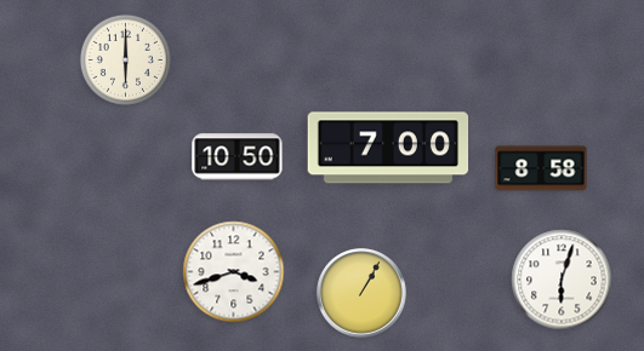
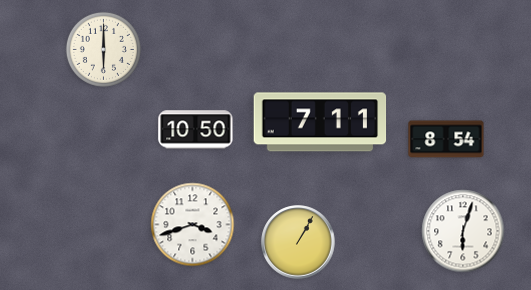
clock at (388, 148): 7:00 -> 7:11
clock at (541, 168): 8:58 -> 8:54
